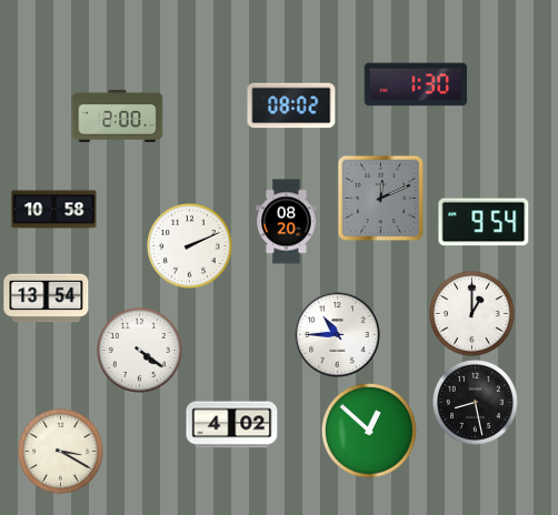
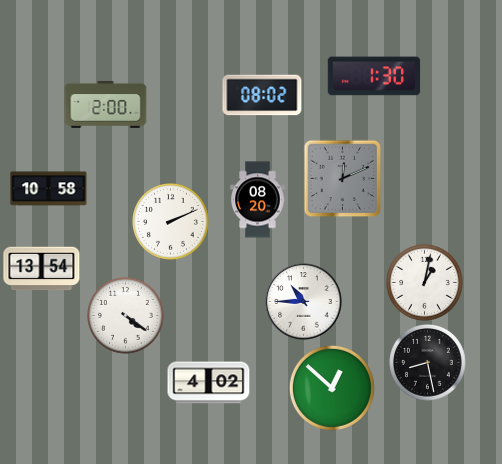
clock at (484, 222): 9:54 -> none
clock at (472, 314): 1:00 -> 1:02
clock at (61, 452): 3:20 -> none
